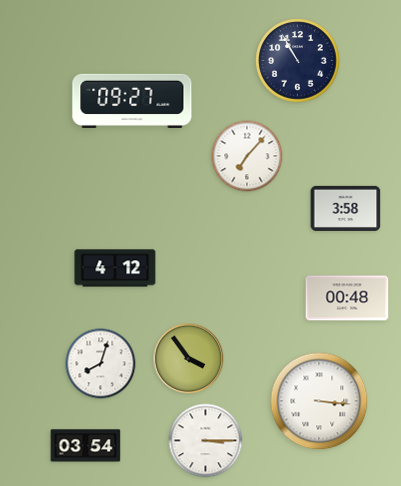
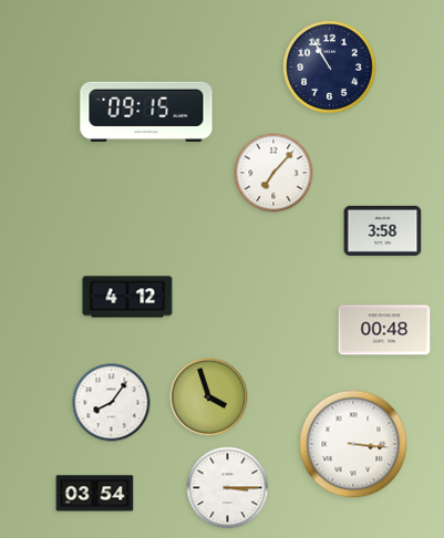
clock at (132, 101): 09:27 -> 09:15
clock at (189, 359): 3:54 -> 3:57
clock at (101, 364): 8:03 -> 8:06
